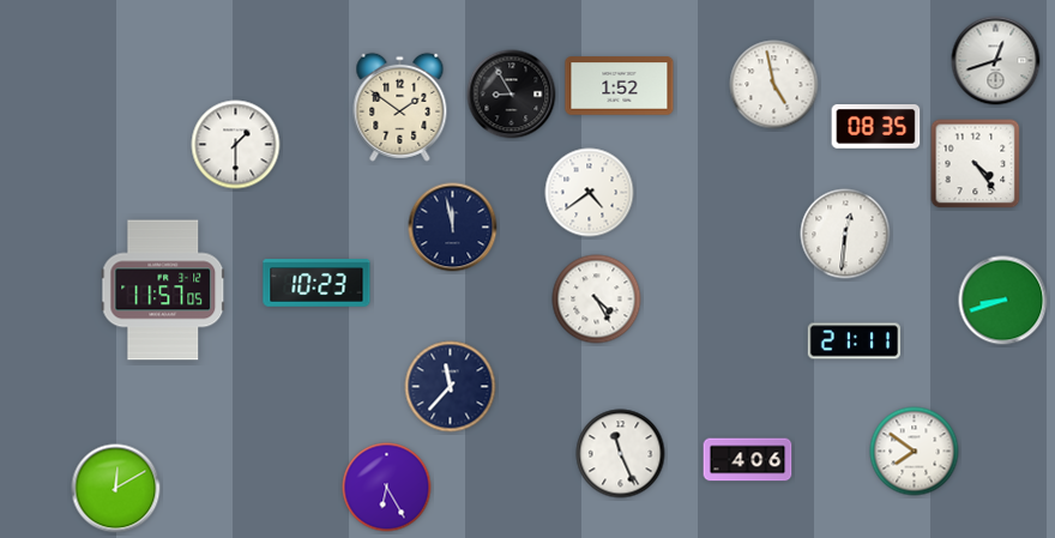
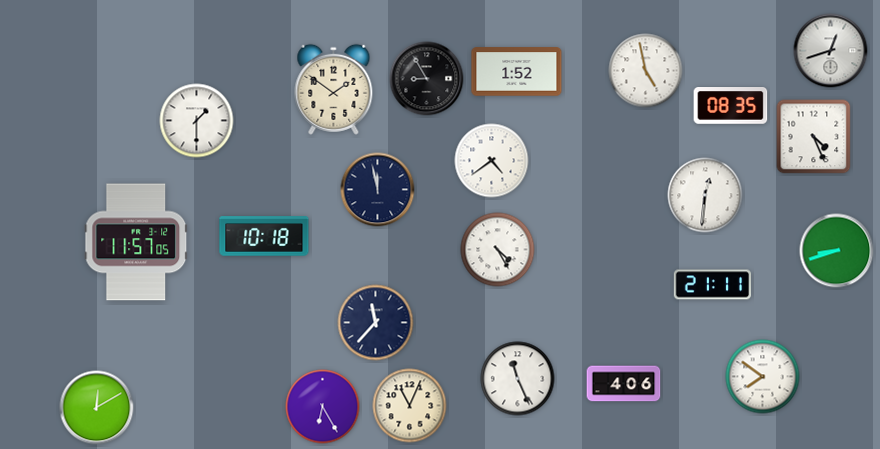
clock at (976, 164): 4:24 -> 4:26
clock at (316, 283): 10:23 -> 10:18
clock at (410, 406): none -> 11:04
